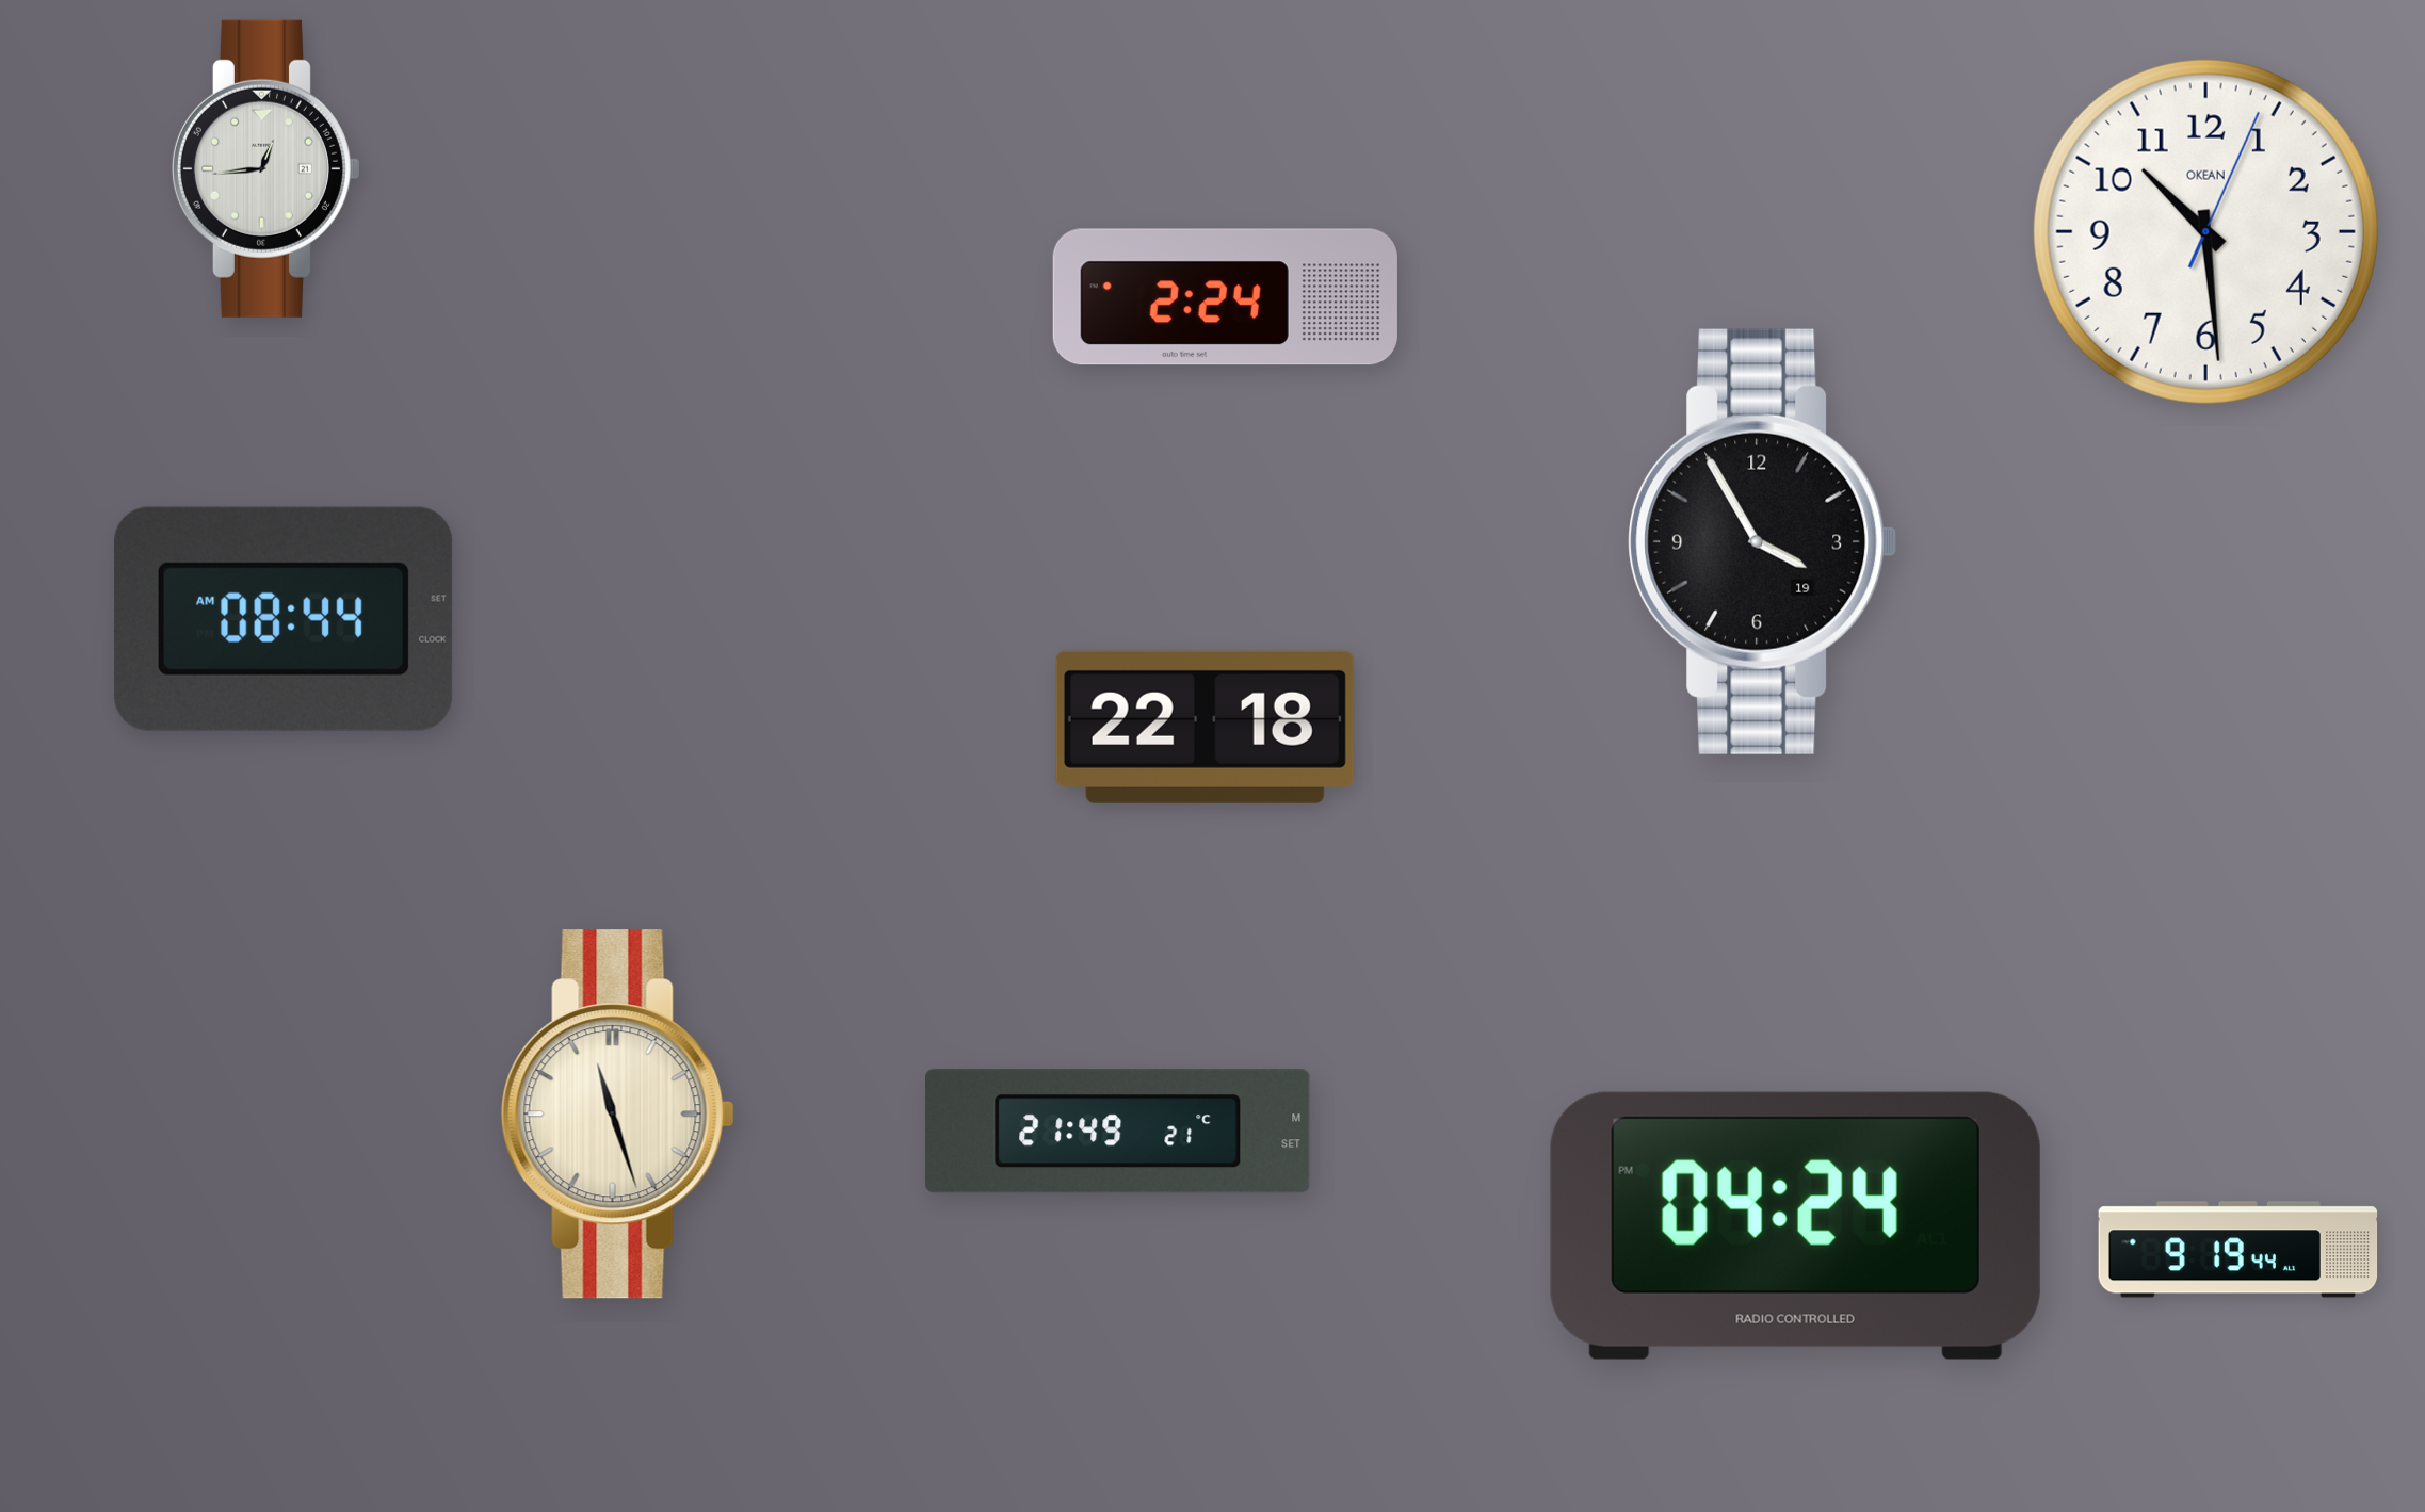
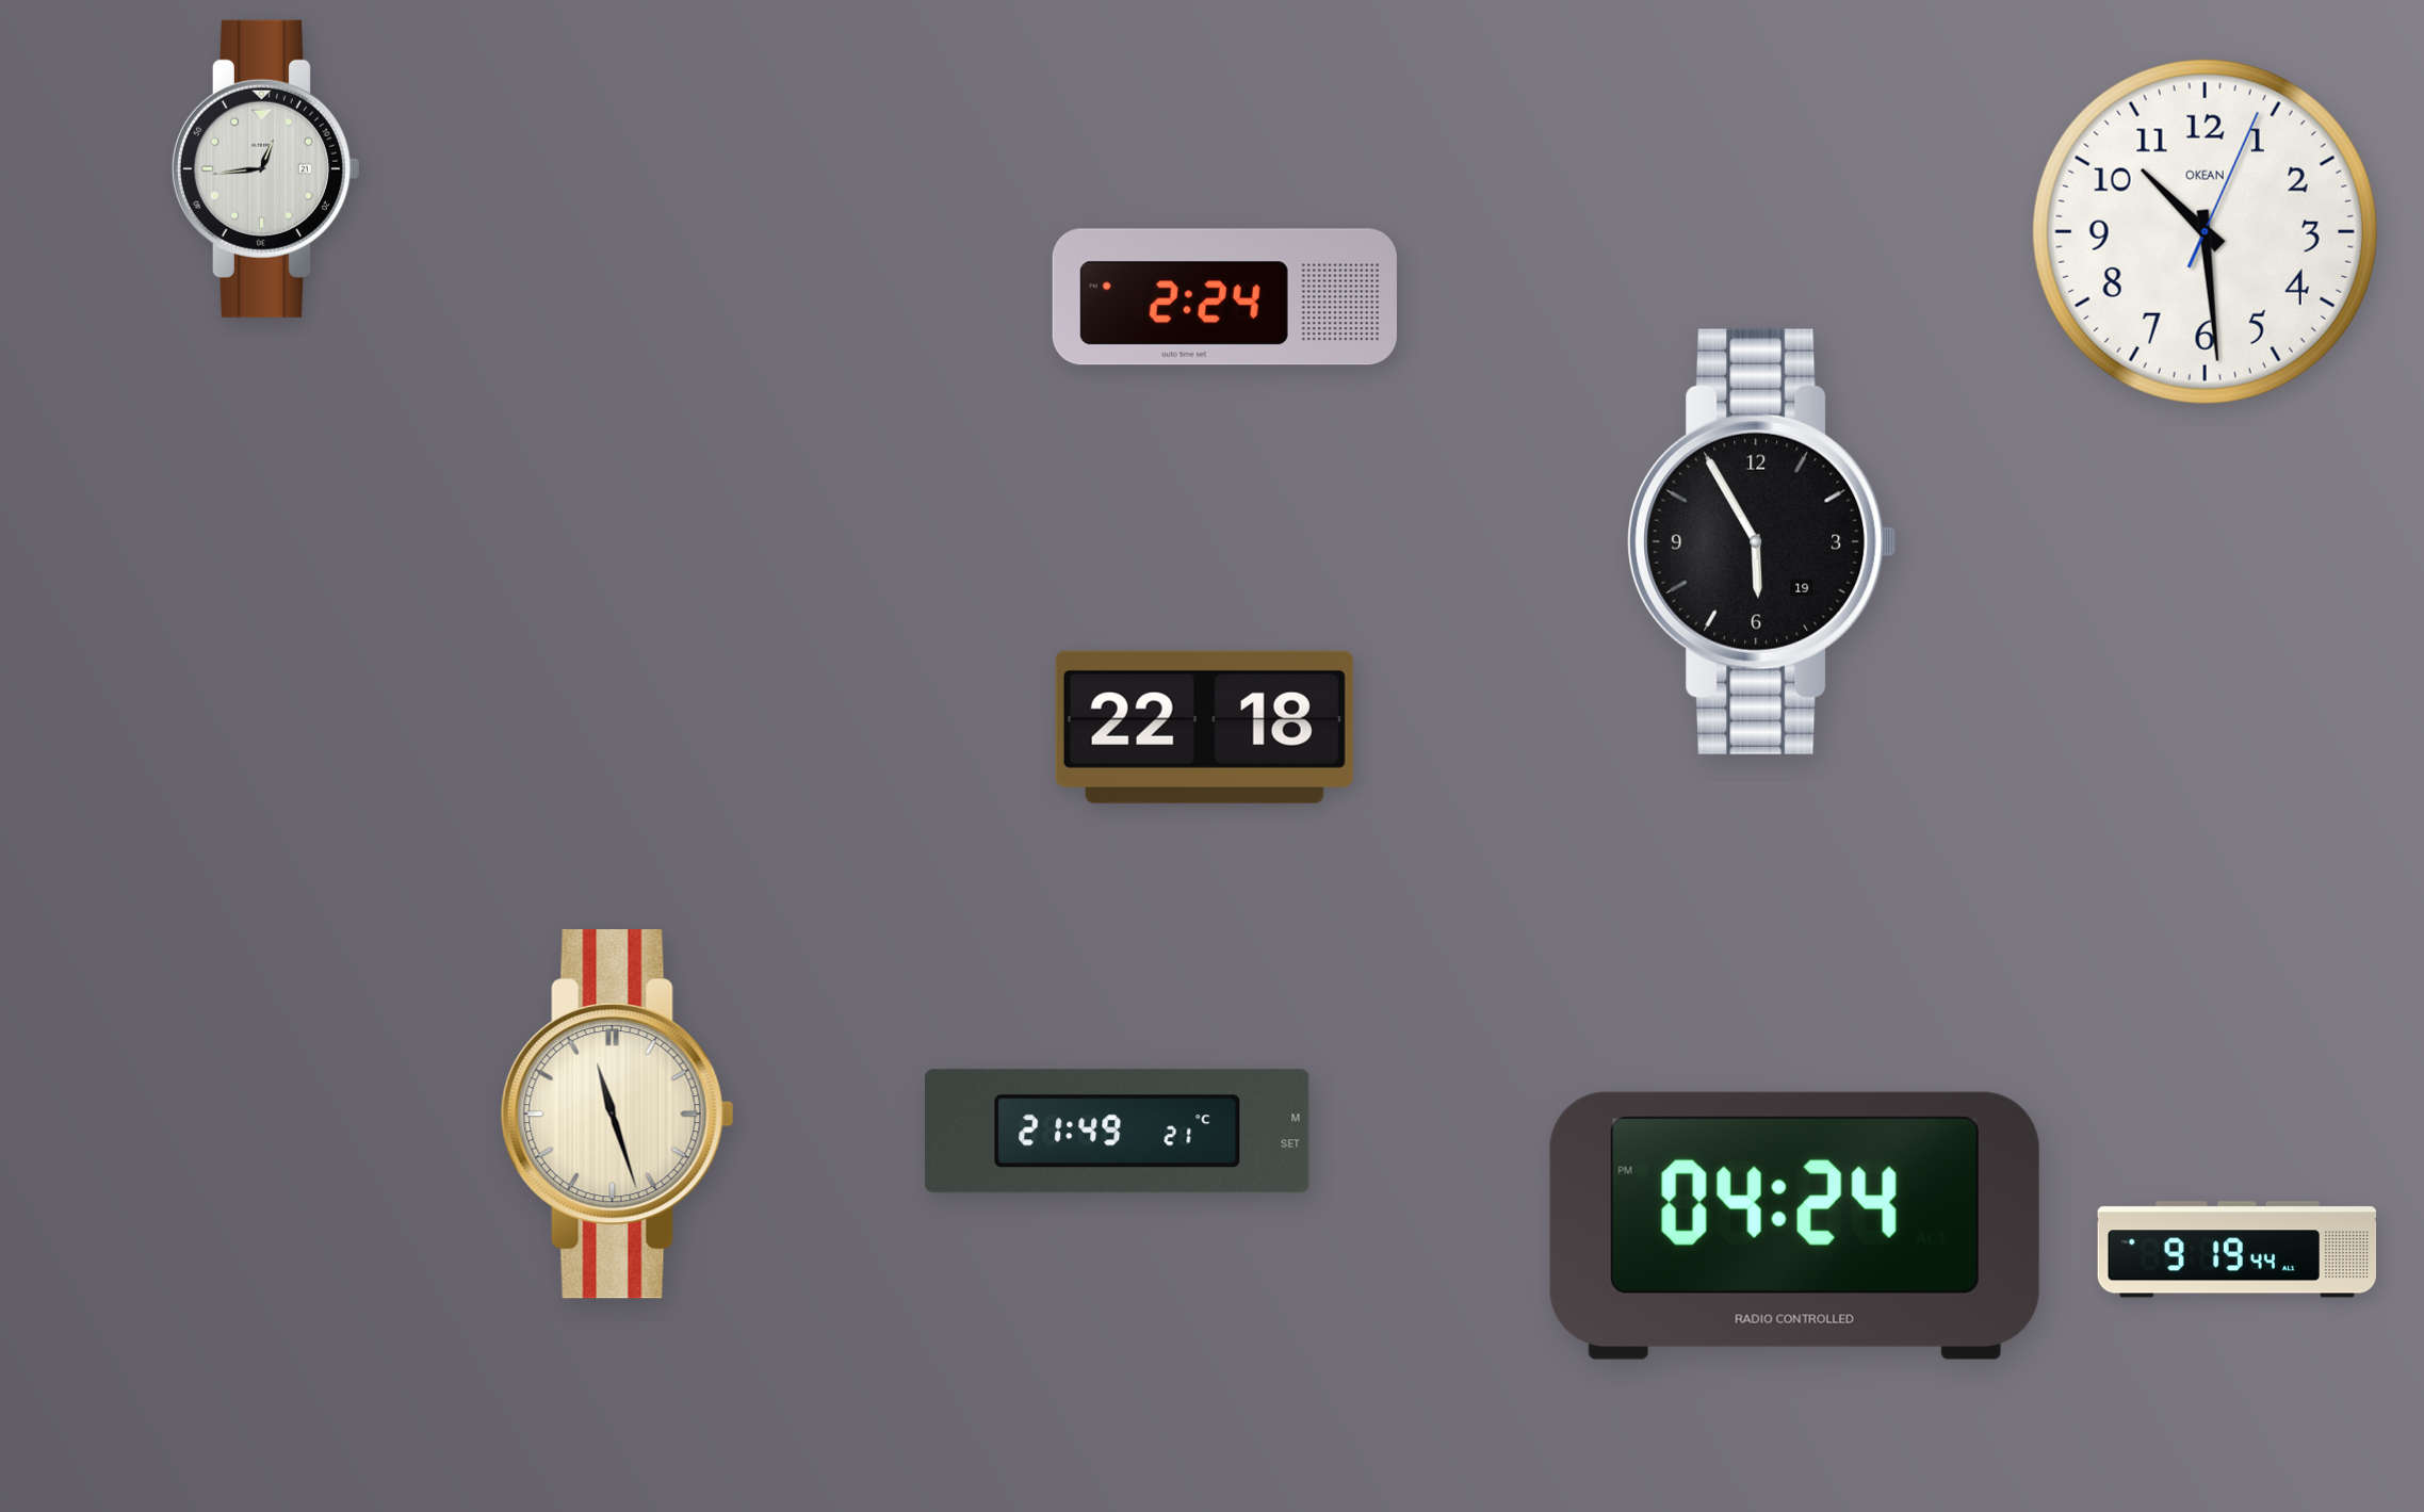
clock at (1763, 541): 3:55 -> 5:55
clock at (284, 619): 08:44 -> none
